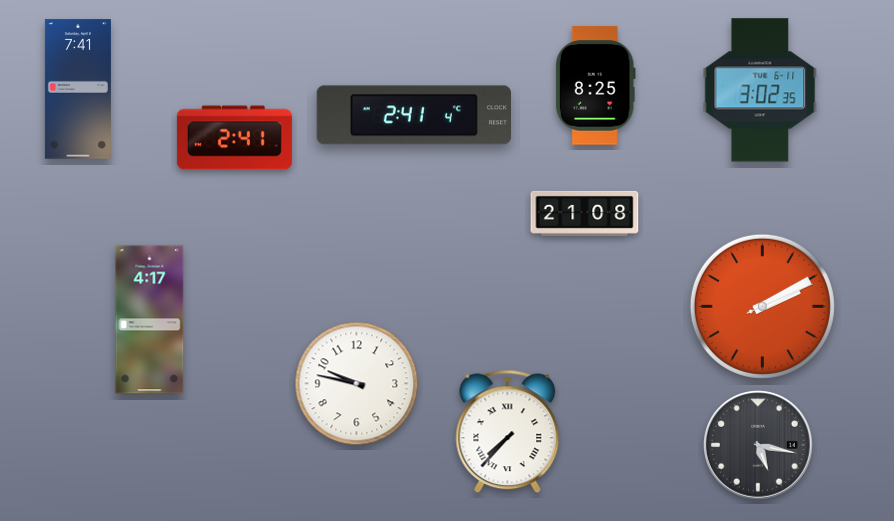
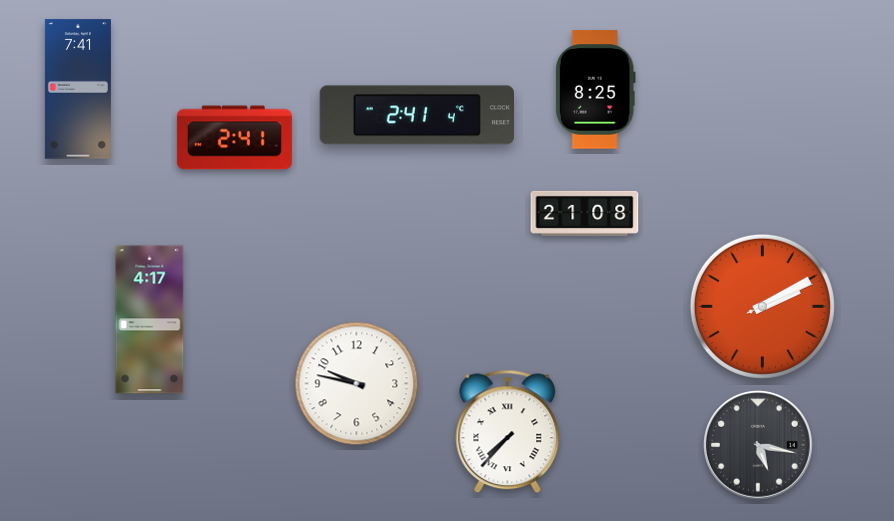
clock at (595, 86) position: (595, 86) -> (595, 90)
clock at (760, 90): 3:02 -> none
clock at (413, 115) position: (413, 115) -> (416, 115)
